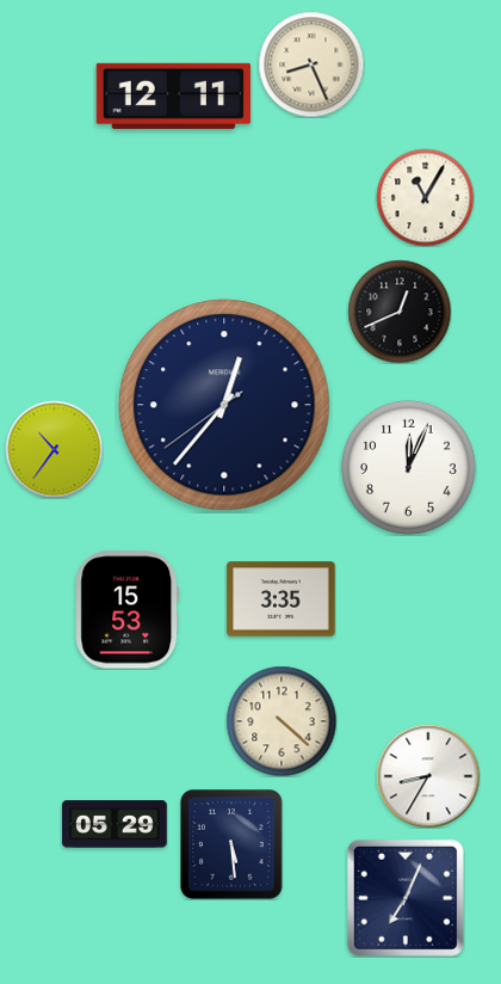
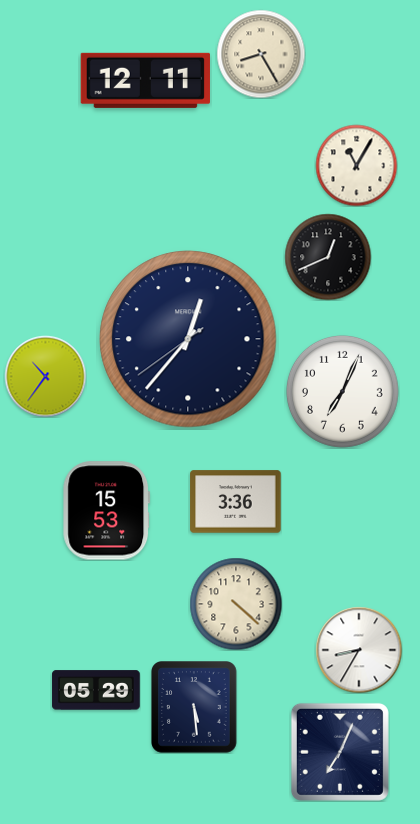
clock at (311, 64): 8:26 -> 8:25
clock at (400, 312) position: (400, 312) -> (328, 257)
clock at (408, 467): 12:04 -> 7:04
clock at (282, 599): 3:35 -> 3:36
